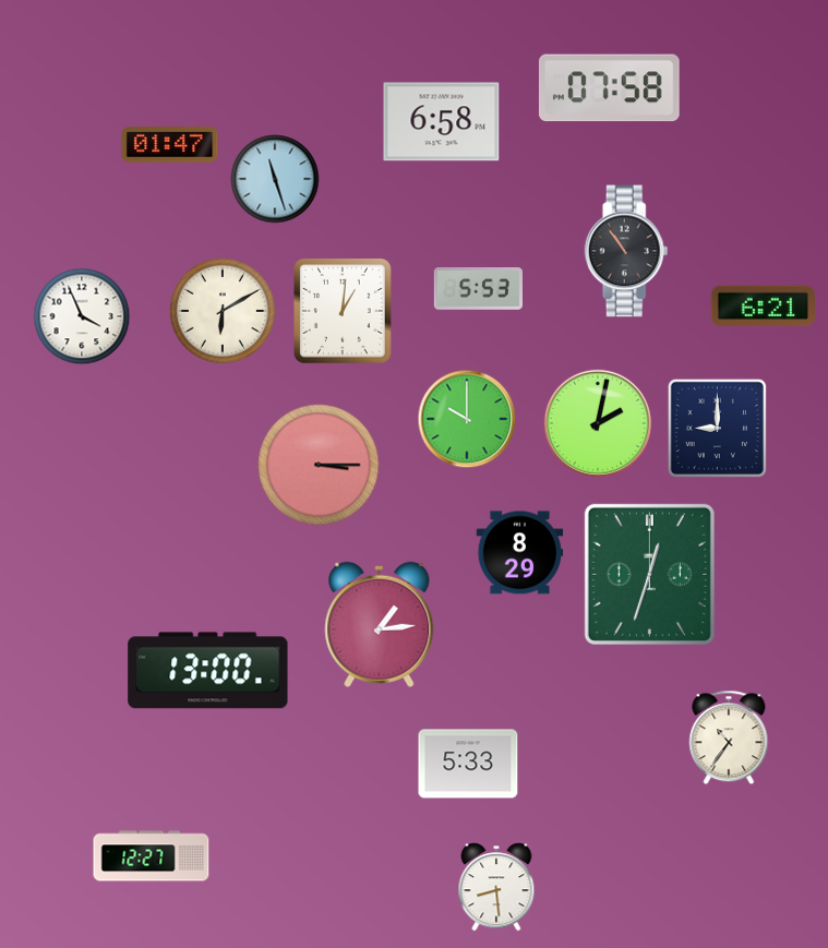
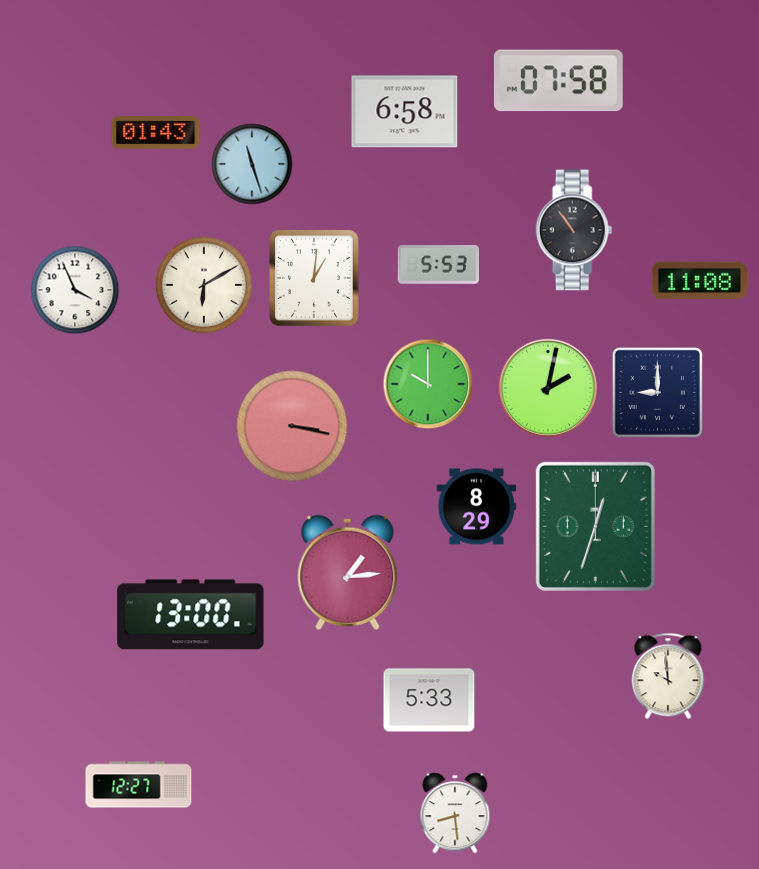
clock at (170, 145): 01:47 -> 01:43
clock at (763, 307): 6:21 -> 11:08
clock at (344, 312) position: (344, 312) -> (315, 279)
clock at (319, 465): 3:15 -> 3:17
clock at (729, 737): 10:36 -> 9:59
